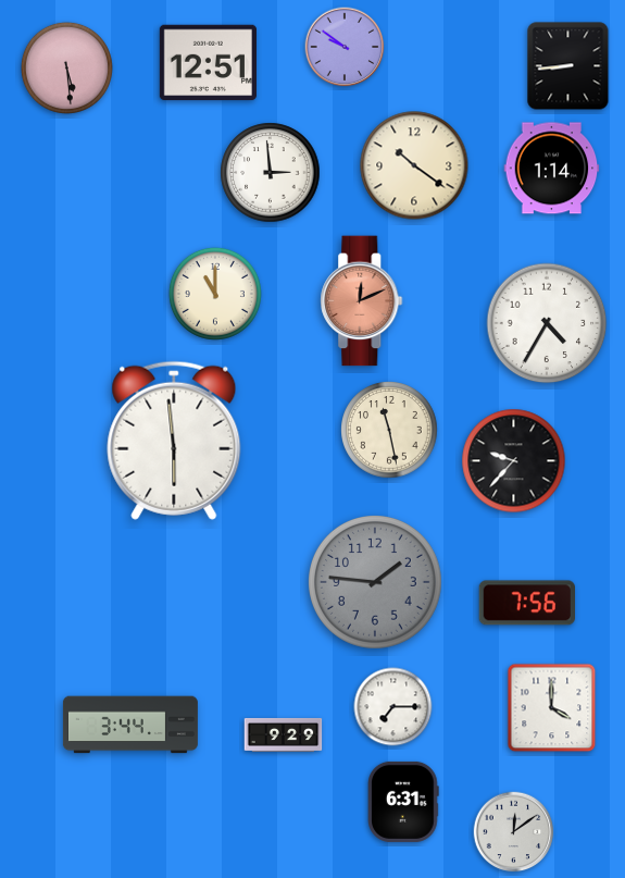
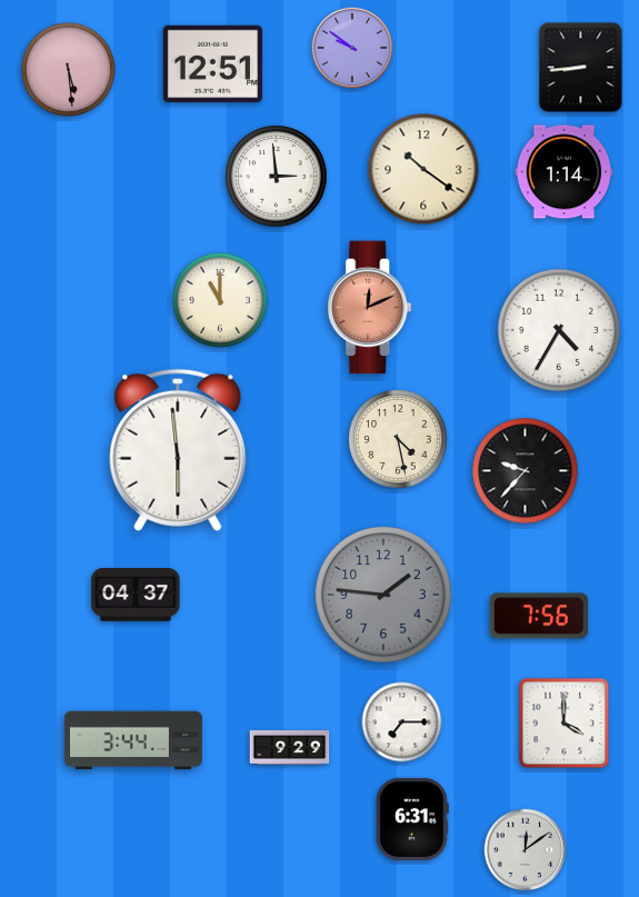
clock at (389, 430): 11:28 -> 4:28
clock at (136, 595): none -> 04:37
clock at (284, 734) position: (284, 734) -> (290, 747)
